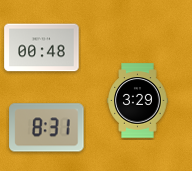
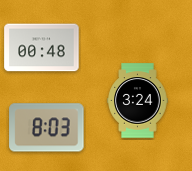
clock at (138, 101): 3:29 -> 3:24
clock at (47, 128): 8:31 -> 8:03
